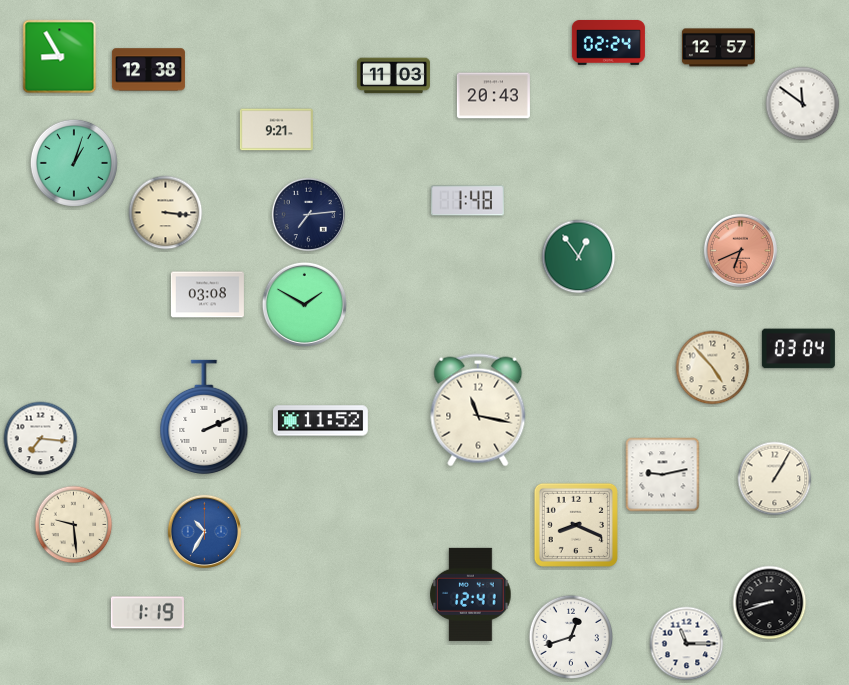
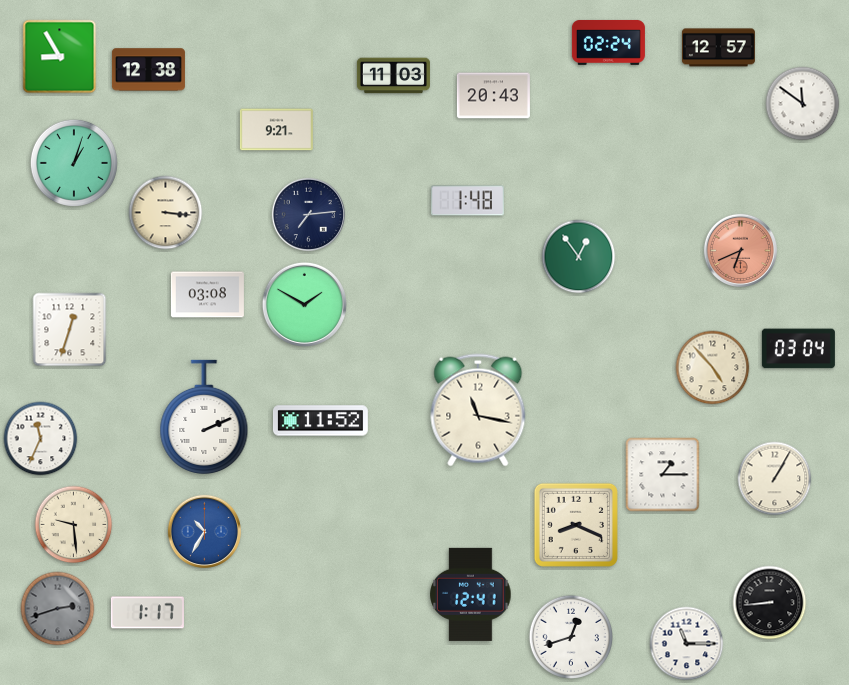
clock at (70, 330): none -> 12:33
clock at (41, 439): 7:16 -> 11:34
clock at (663, 475): 9:13 -> 1:15
clock at (770, 603): 8:42 -> 8:44
clock at (58, 609): none -> 2:42
clock at (147, 613): 1:19 -> 1:17
